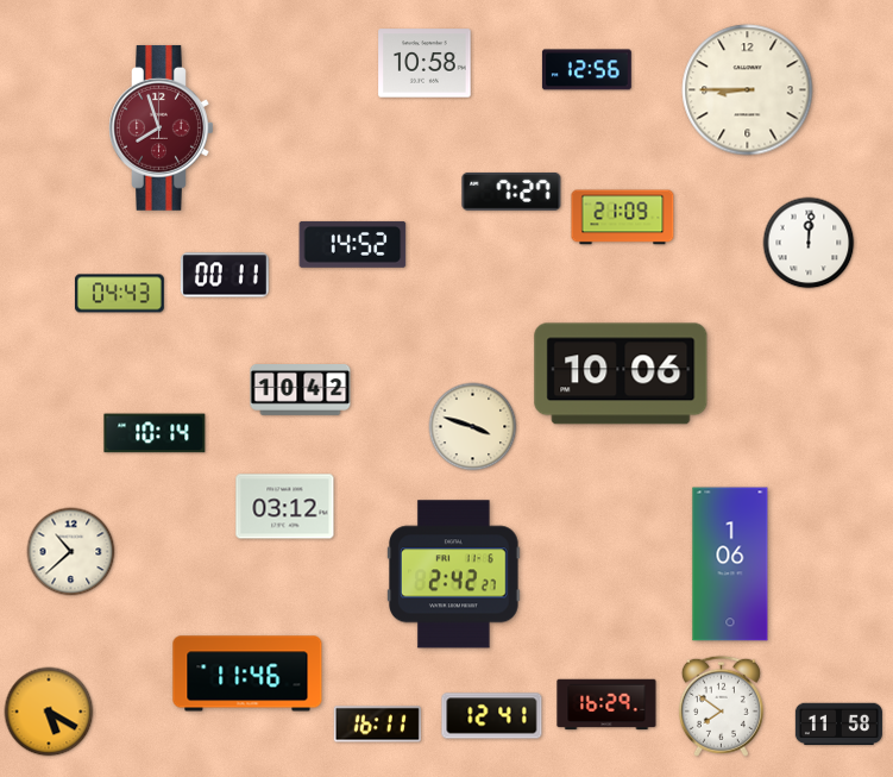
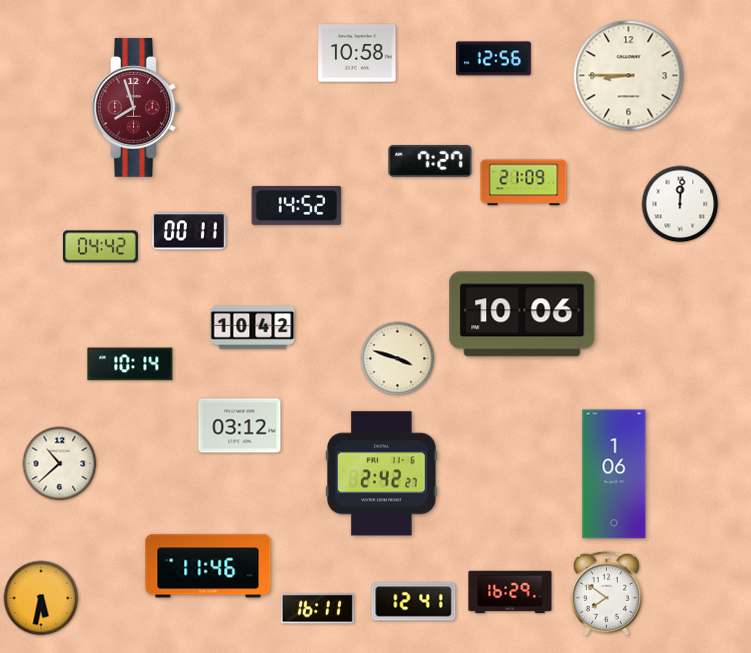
clock at (119, 294): 04:43 -> 04:42
clock at (454, 575) position: (454, 575) -> (382, 474)
clock at (49, 712): 5:20 -> 5:32
clock at (838, 725): 11:58 -> none
